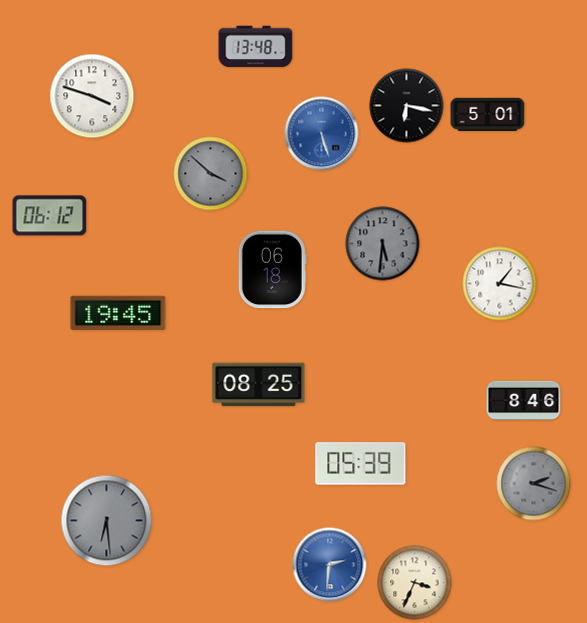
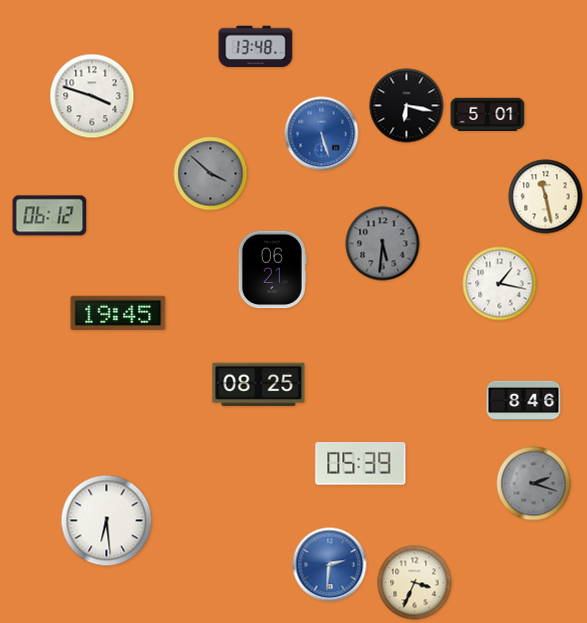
clock at (546, 197): none -> 11:28
clock at (272, 270): 06:18 -> 06:21
clock at (107, 521) dial: grey -> white
